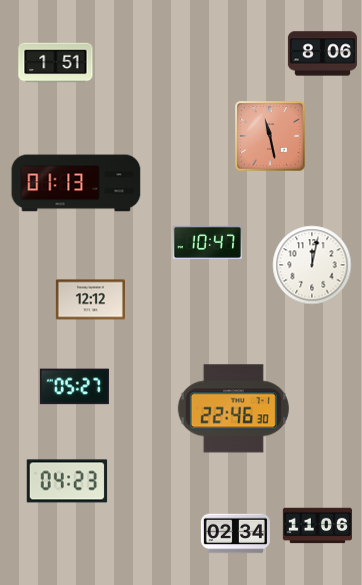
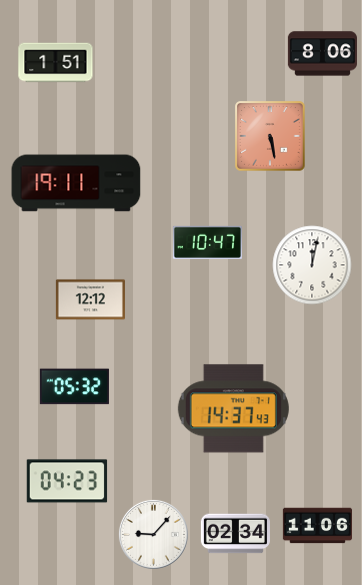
clock at (271, 137): 11:28 -> 5:28
clock at (76, 183): 01:13 -> 19:11
clock at (74, 387): 05:27 -> 05:32
clock at (233, 409): 22:46 -> 14:37
clock at (153, 534): none -> 9:07
